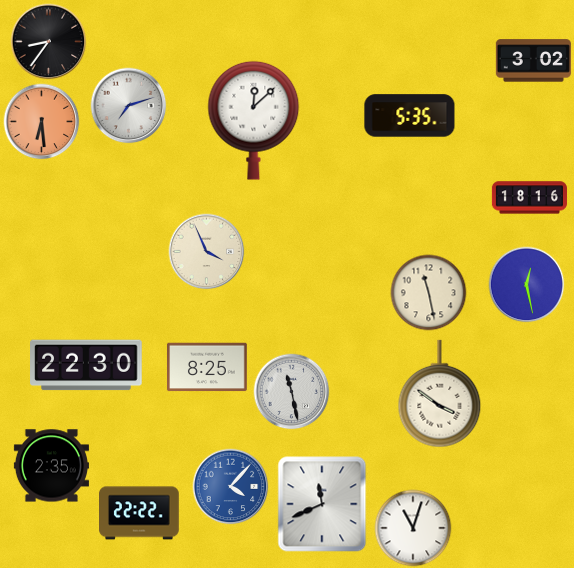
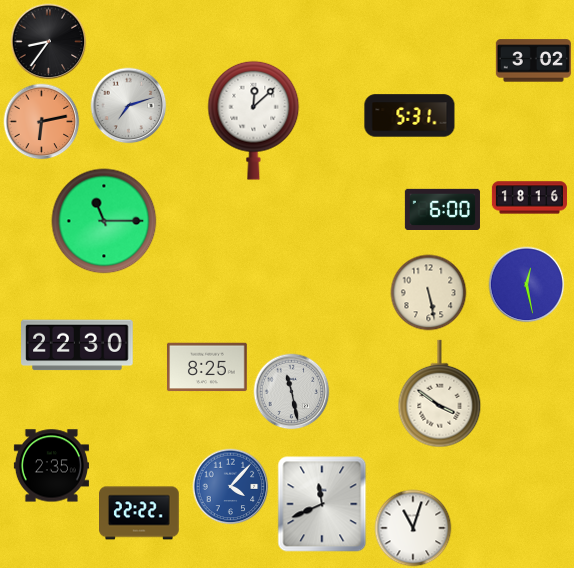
clock at (410, 116): 5:35 -> 5:31
clock at (42, 122): 6:29 -> 6:13
clock at (442, 209): none -> 6:00
clock at (104, 221): none -> 11:15
clock at (207, 252): 3:56 -> none
clock at (429, 293): 11:28 -> 5:28
clock at (86, 365) position: (86, 365) -> (77, 345)
